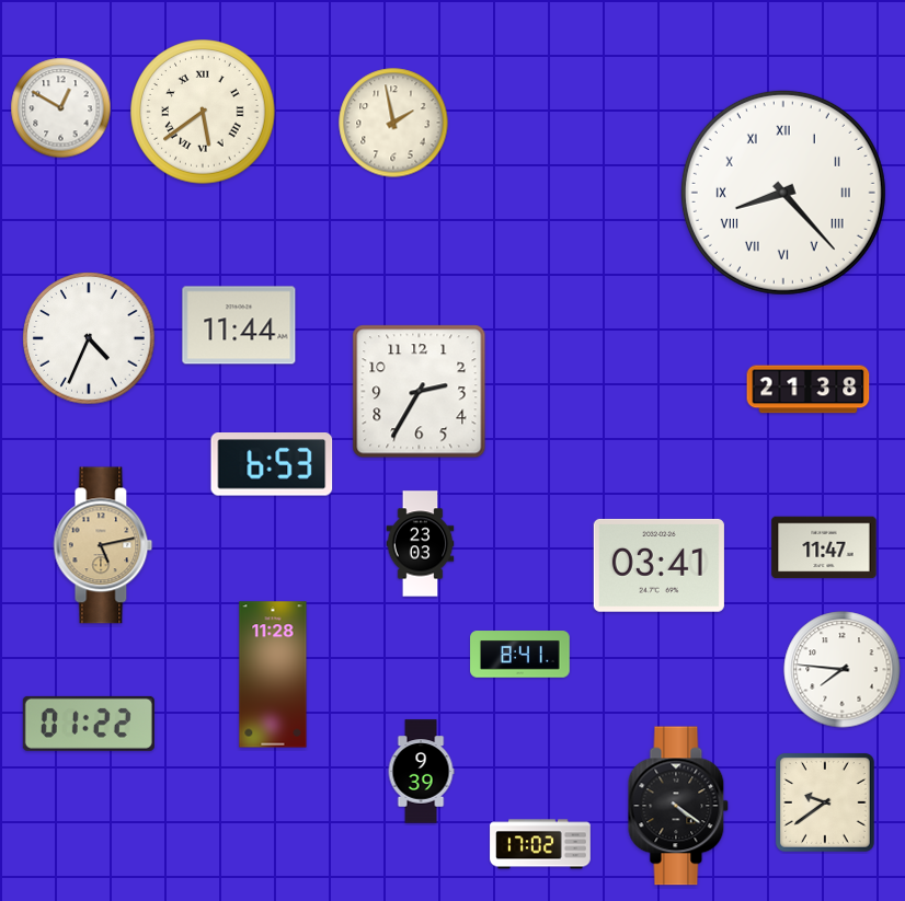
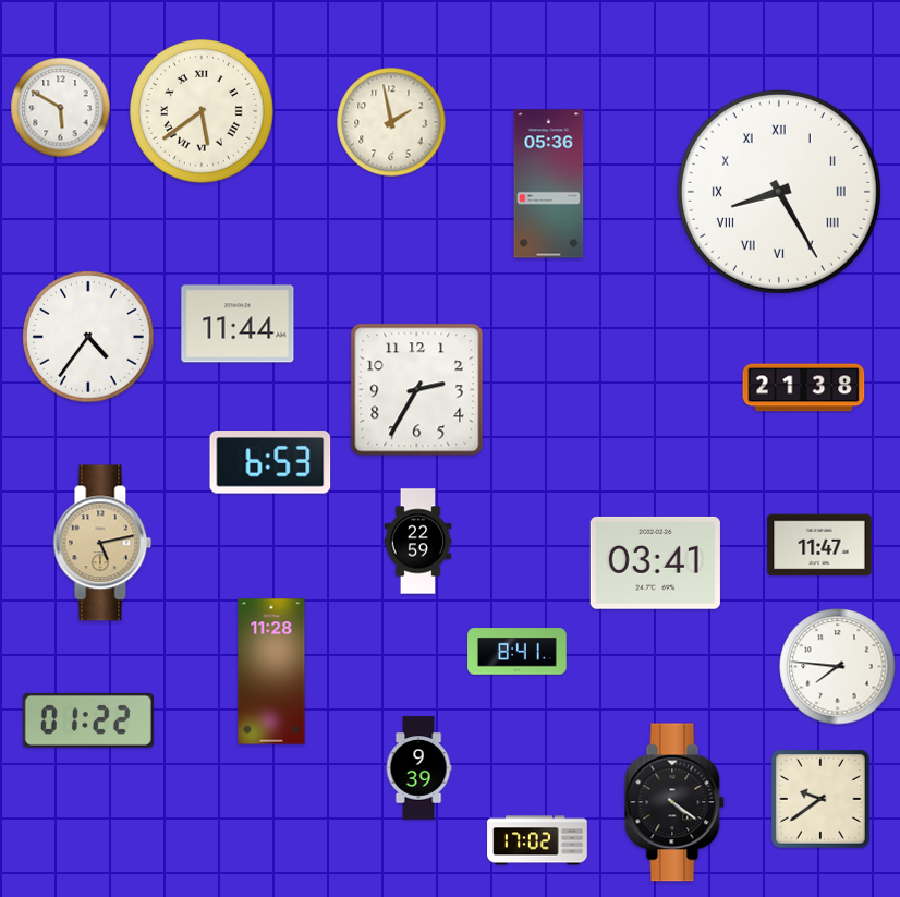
clock at (61, 108): 12:50 -> 5:50
clock at (549, 184): none -> 05:36
clock at (783, 193): 8:23 -> 8:25
clock at (89, 338): 4:34 -> 4:36
clock at (421, 544): 23:03 -> 22:59
